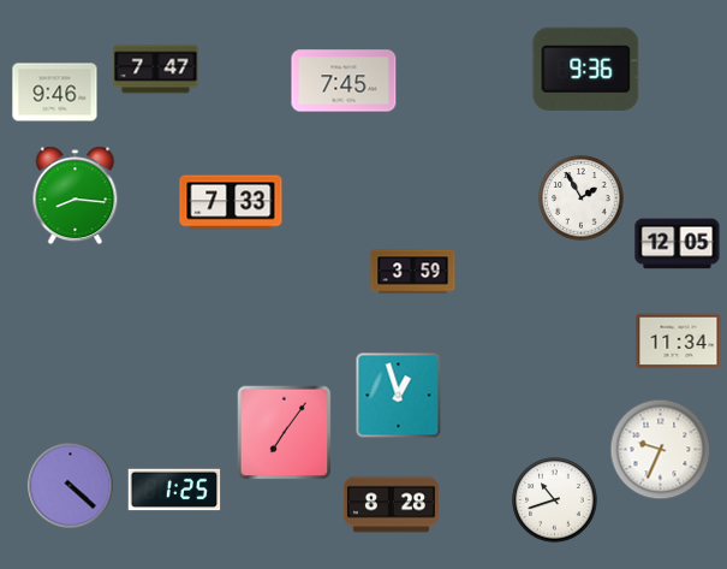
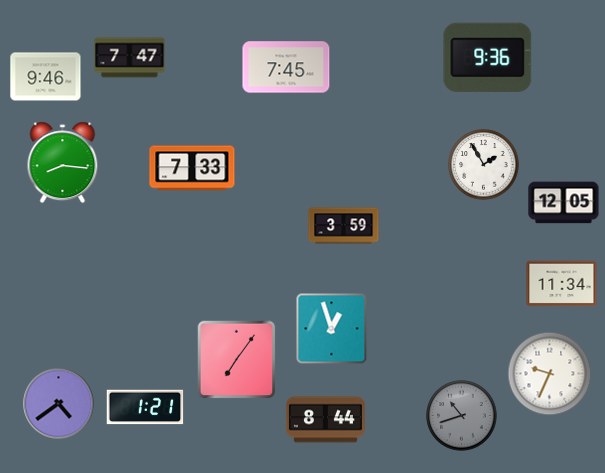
clock at (679, 342) position: (679, 342) -> (562, 284)
clock at (71, 486): 4:22 -> 4:39
clock at (174, 490): 1:25 -> 1:21
clock at (555, 500) dial: white -> grey
clock at (391, 505): 8:28 -> 8:44
